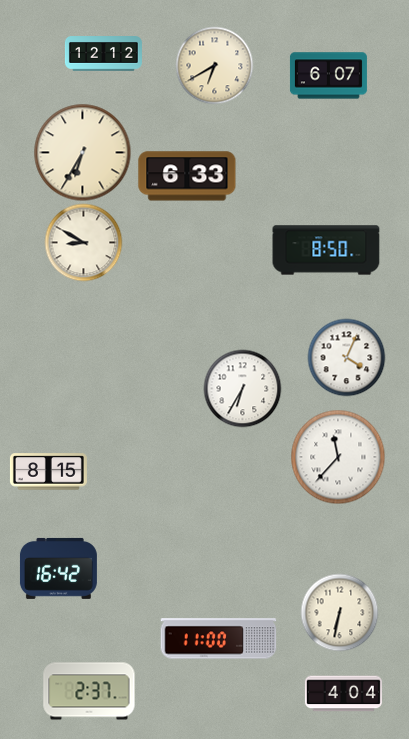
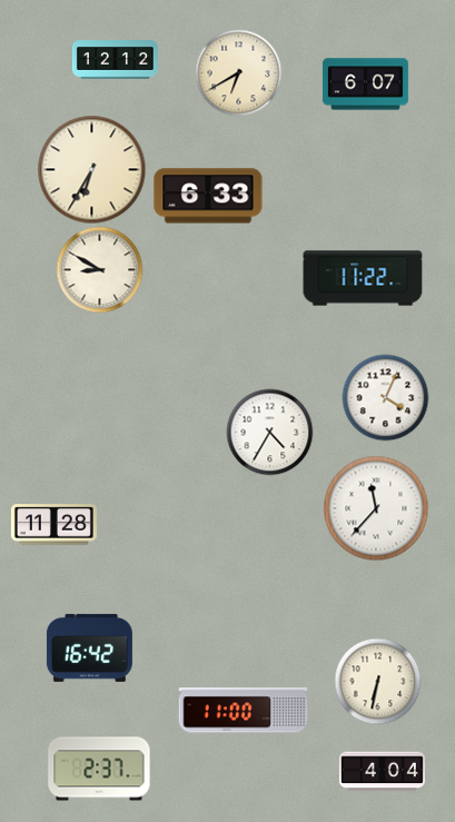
clock at (83, 242) position: (83, 242) -> (99, 269)
clock at (326, 250): 8:50 -> 11:22
clock at (242, 388): 6:35 -> 4:35
clock at (48, 472): 8:15 -> 11:28
clock at (58, 568) position: (58, 568) -> (89, 647)
